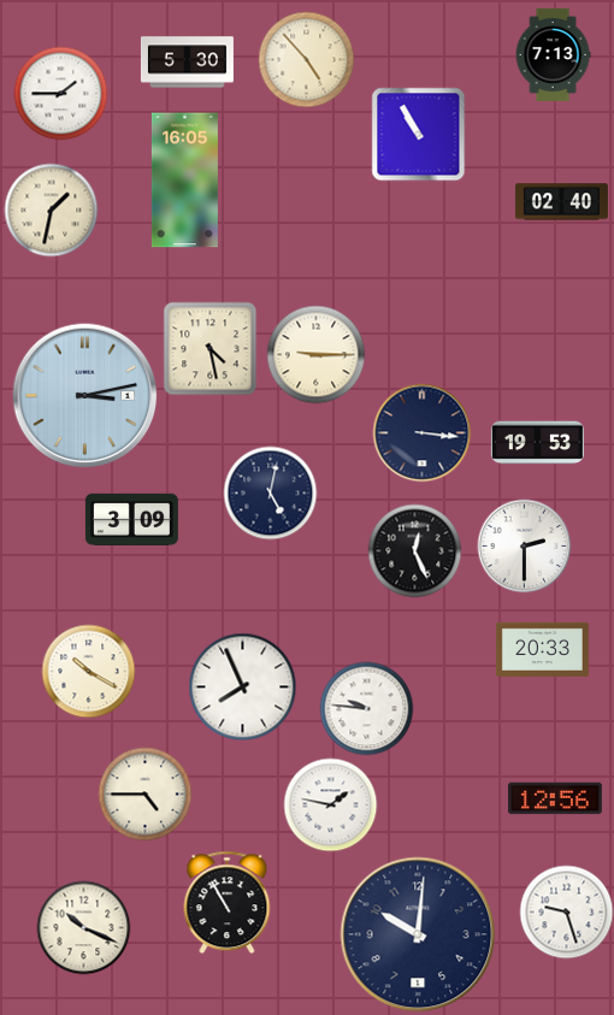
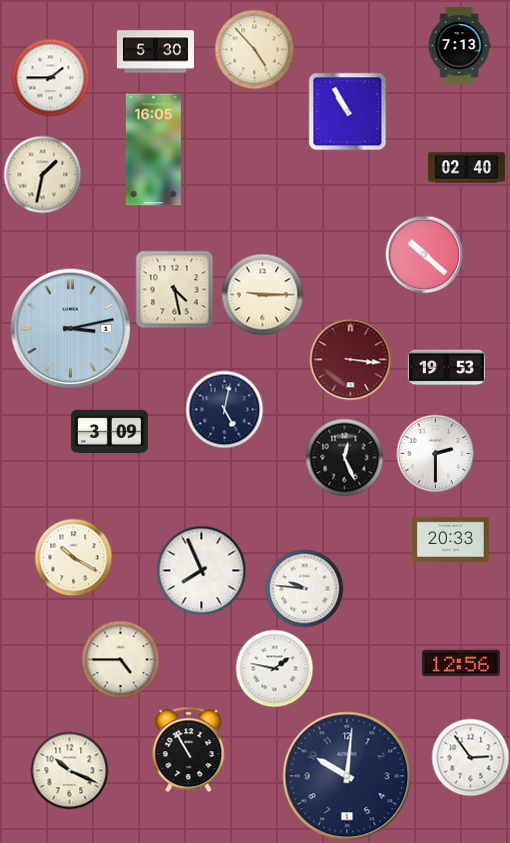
clock at (424, 254): none -> 10:22
clock at (421, 432) dial: navy -> burgundy
clock at (566, 911): 9:27 -> 2:54
